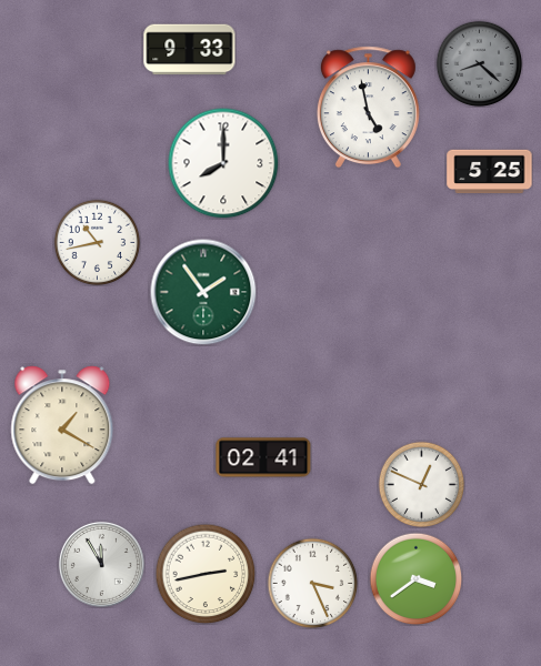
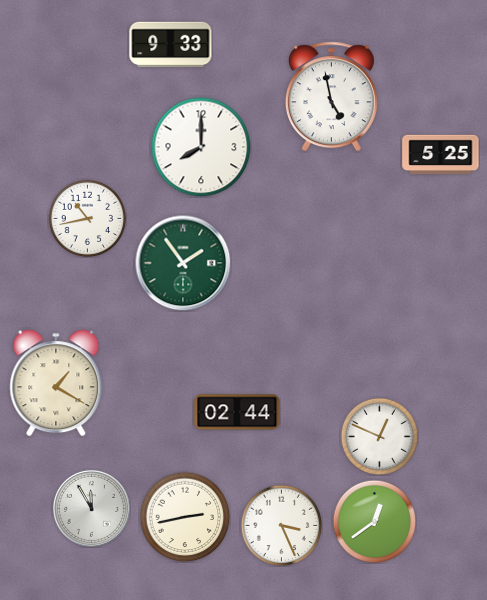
clock at (479, 63): 8:22 -> none
clock at (263, 457): 02:41 -> 02:44
clock at (415, 578): 3:39 -> 12:39
